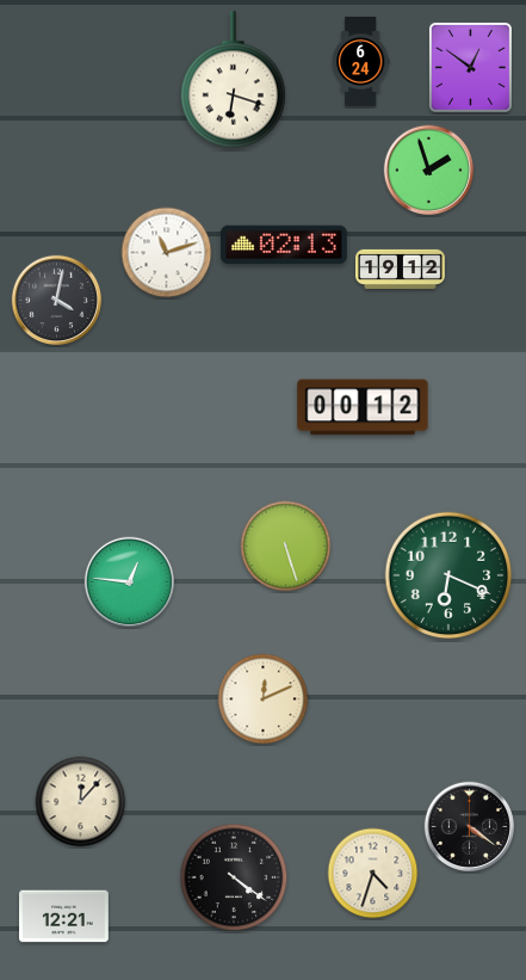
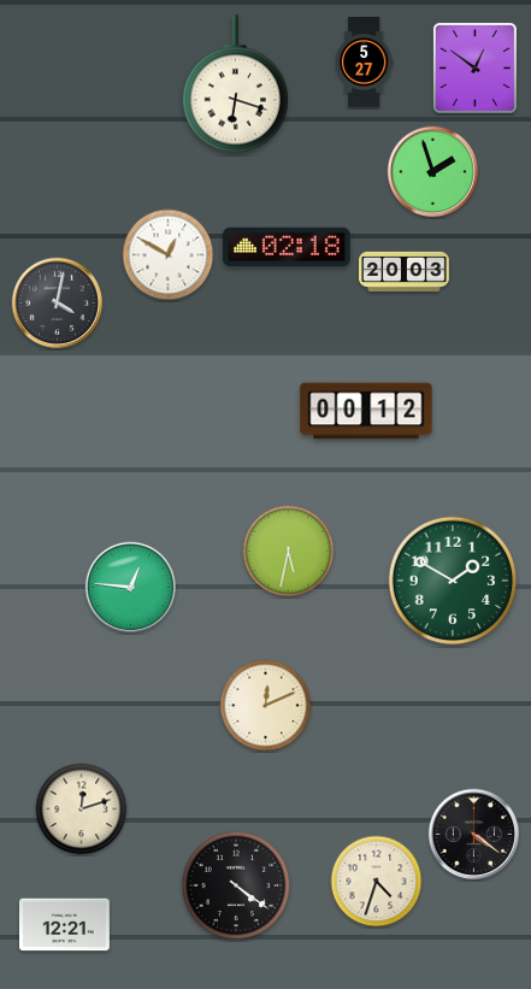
clock at (360, 62): 6:24 -> 5:27
clock at (233, 80) position: (233, 80) -> (235, 84)
clock at (284, 245): 02:13 -> 02:18
clock at (167, 253): 11:12 -> 12:50
clock at (401, 269): 19:12 -> 20:03
clock at (286, 547): 5:27 -> 5:32
clock at (448, 575): 6:19 -> 1:50
clock at (81, 802): 12:07 -> 12:12
